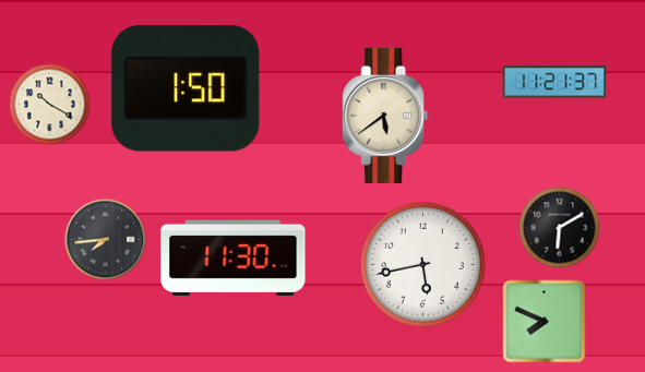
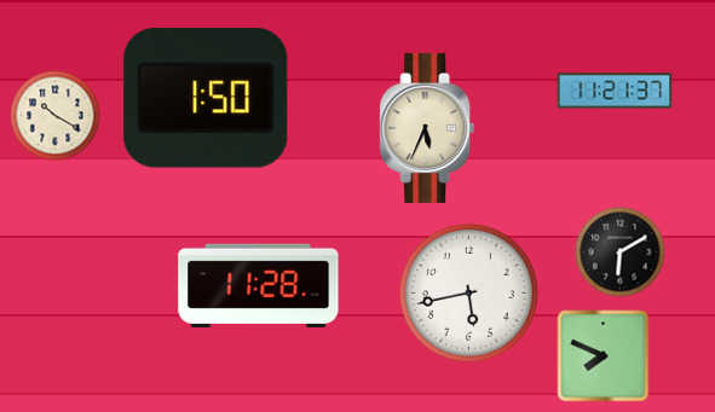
clock at (385, 116): 5:39 -> 5:34
clock at (106, 240): 7:44 -> none
clock at (234, 257): 11:30 -> 11:28
